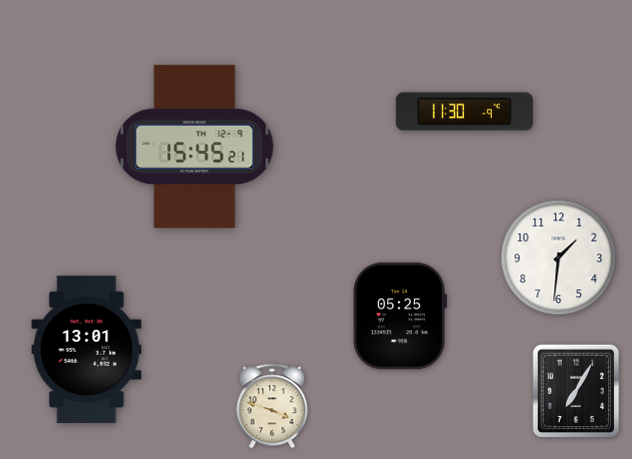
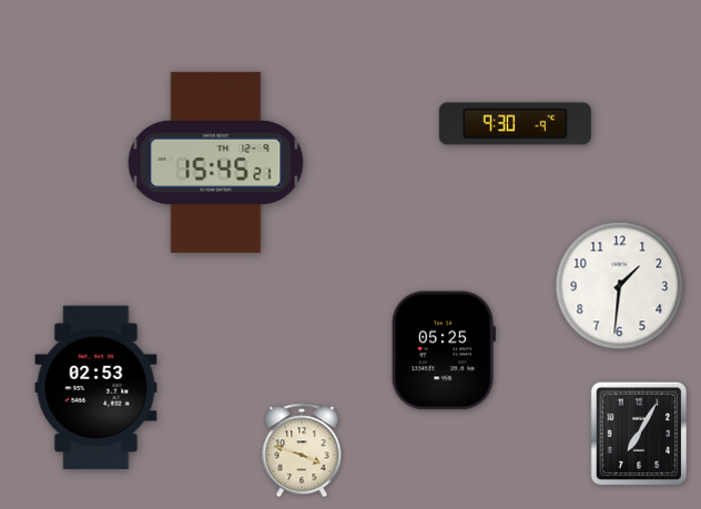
clock at (464, 112): 11:30 -> 9:30
clock at (87, 350): 13:01 -> 02:53
